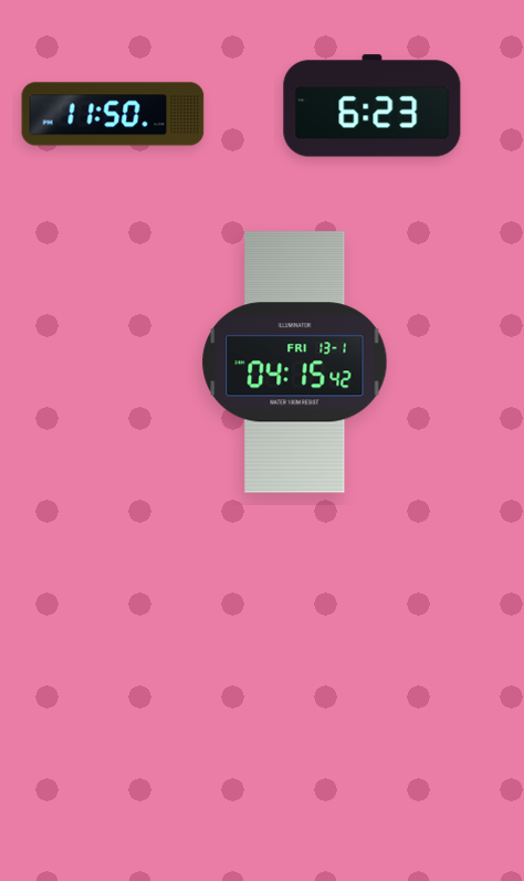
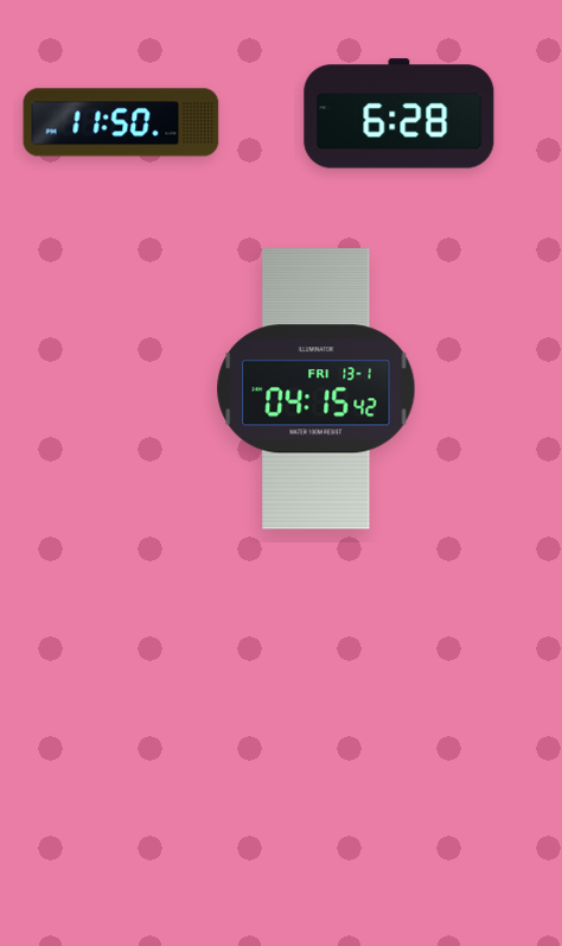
clock at (373, 106): 6:23 -> 6:28
